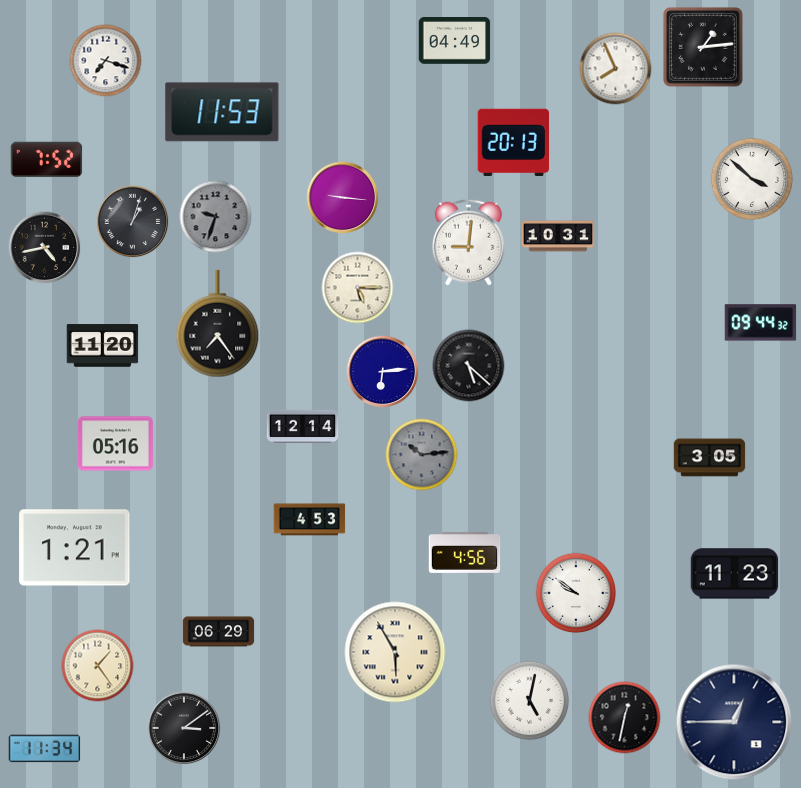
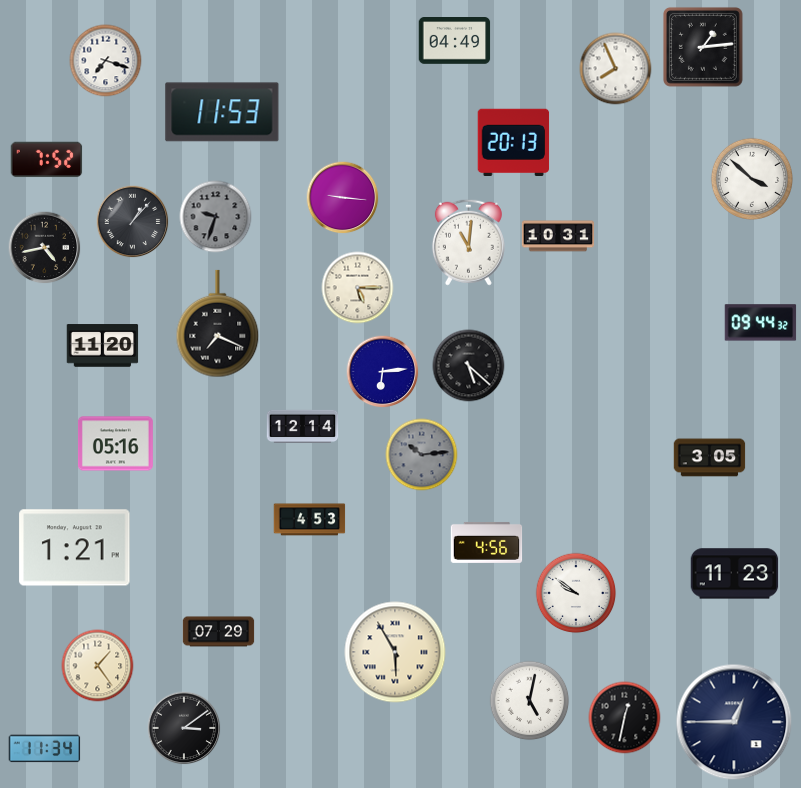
clock at (133, 222): 1:03 -> 1:07
clock at (468, 242): 9:01 -> 11:01
clock at (218, 324): 7:24 -> 7:19
clock at (465, 552) position: (465, 552) -> (487, 542)
clock at (219, 632): 06:29 -> 07:29
